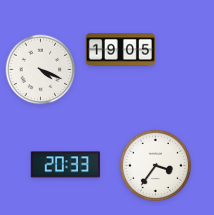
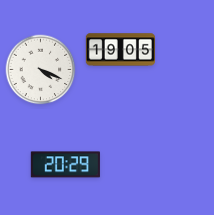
clock at (65, 165): 20:33 -> 20:29
clock at (156, 166): 3:36 -> none
